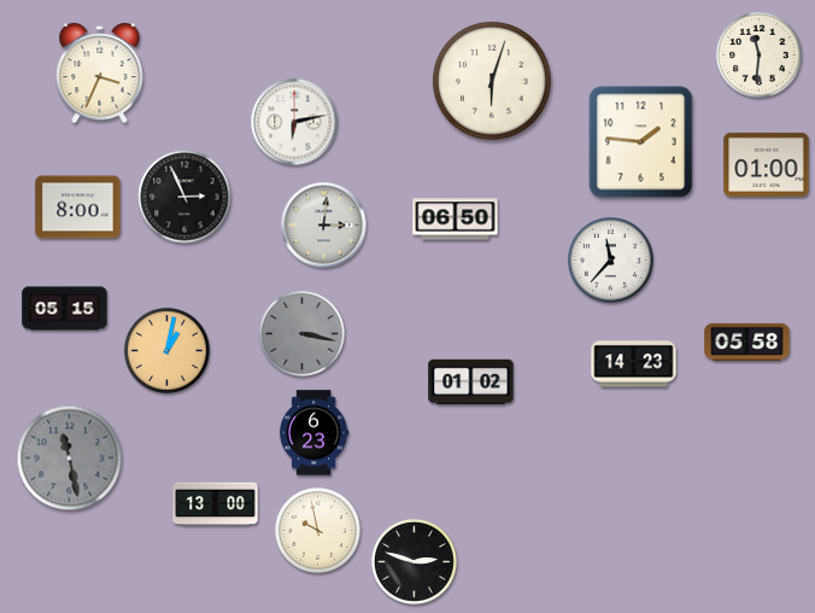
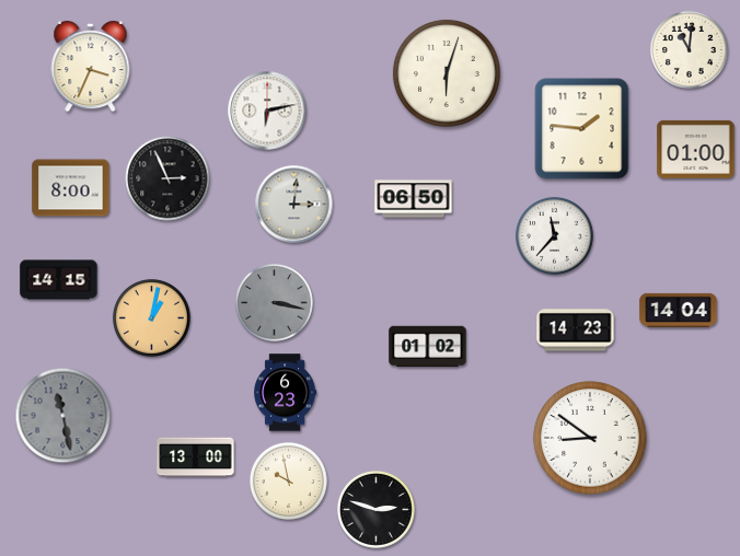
clock at (760, 56): 11:31 -> 11:01
clock at (65, 309): 05:15 -> 14:15
clock at (747, 341): 05:58 -> 14:04
clock at (590, 438): none -> 8:51
